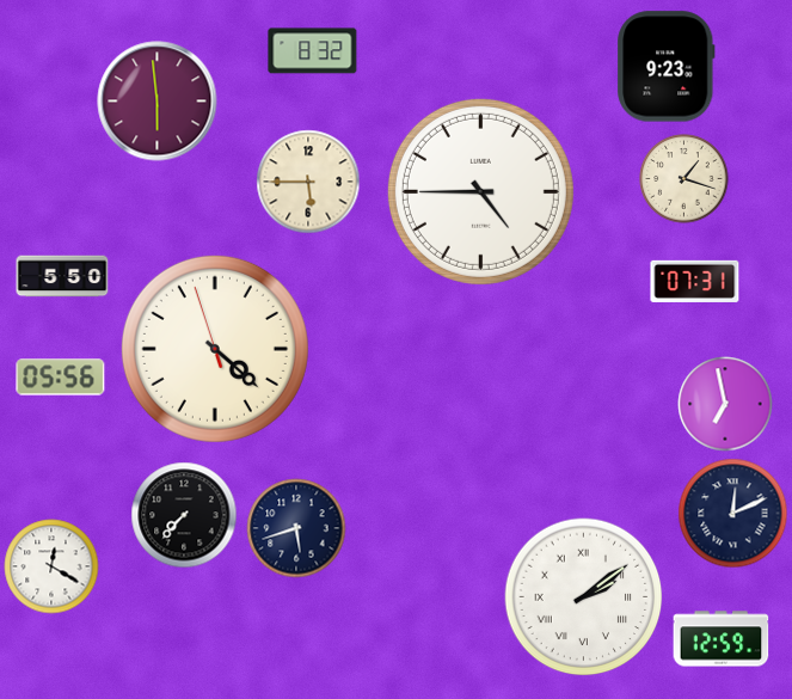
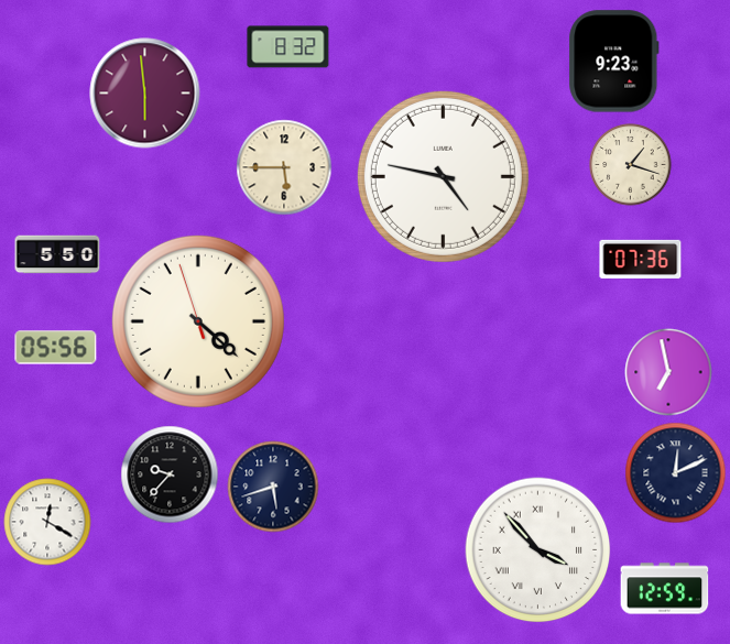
clock at (480, 191): 4:45 -> 4:47
clock at (695, 281): 07:31 -> 07:36
clock at (184, 515): 7:37 -> 9:37
clock at (584, 597): 2:09 -> 3:53
